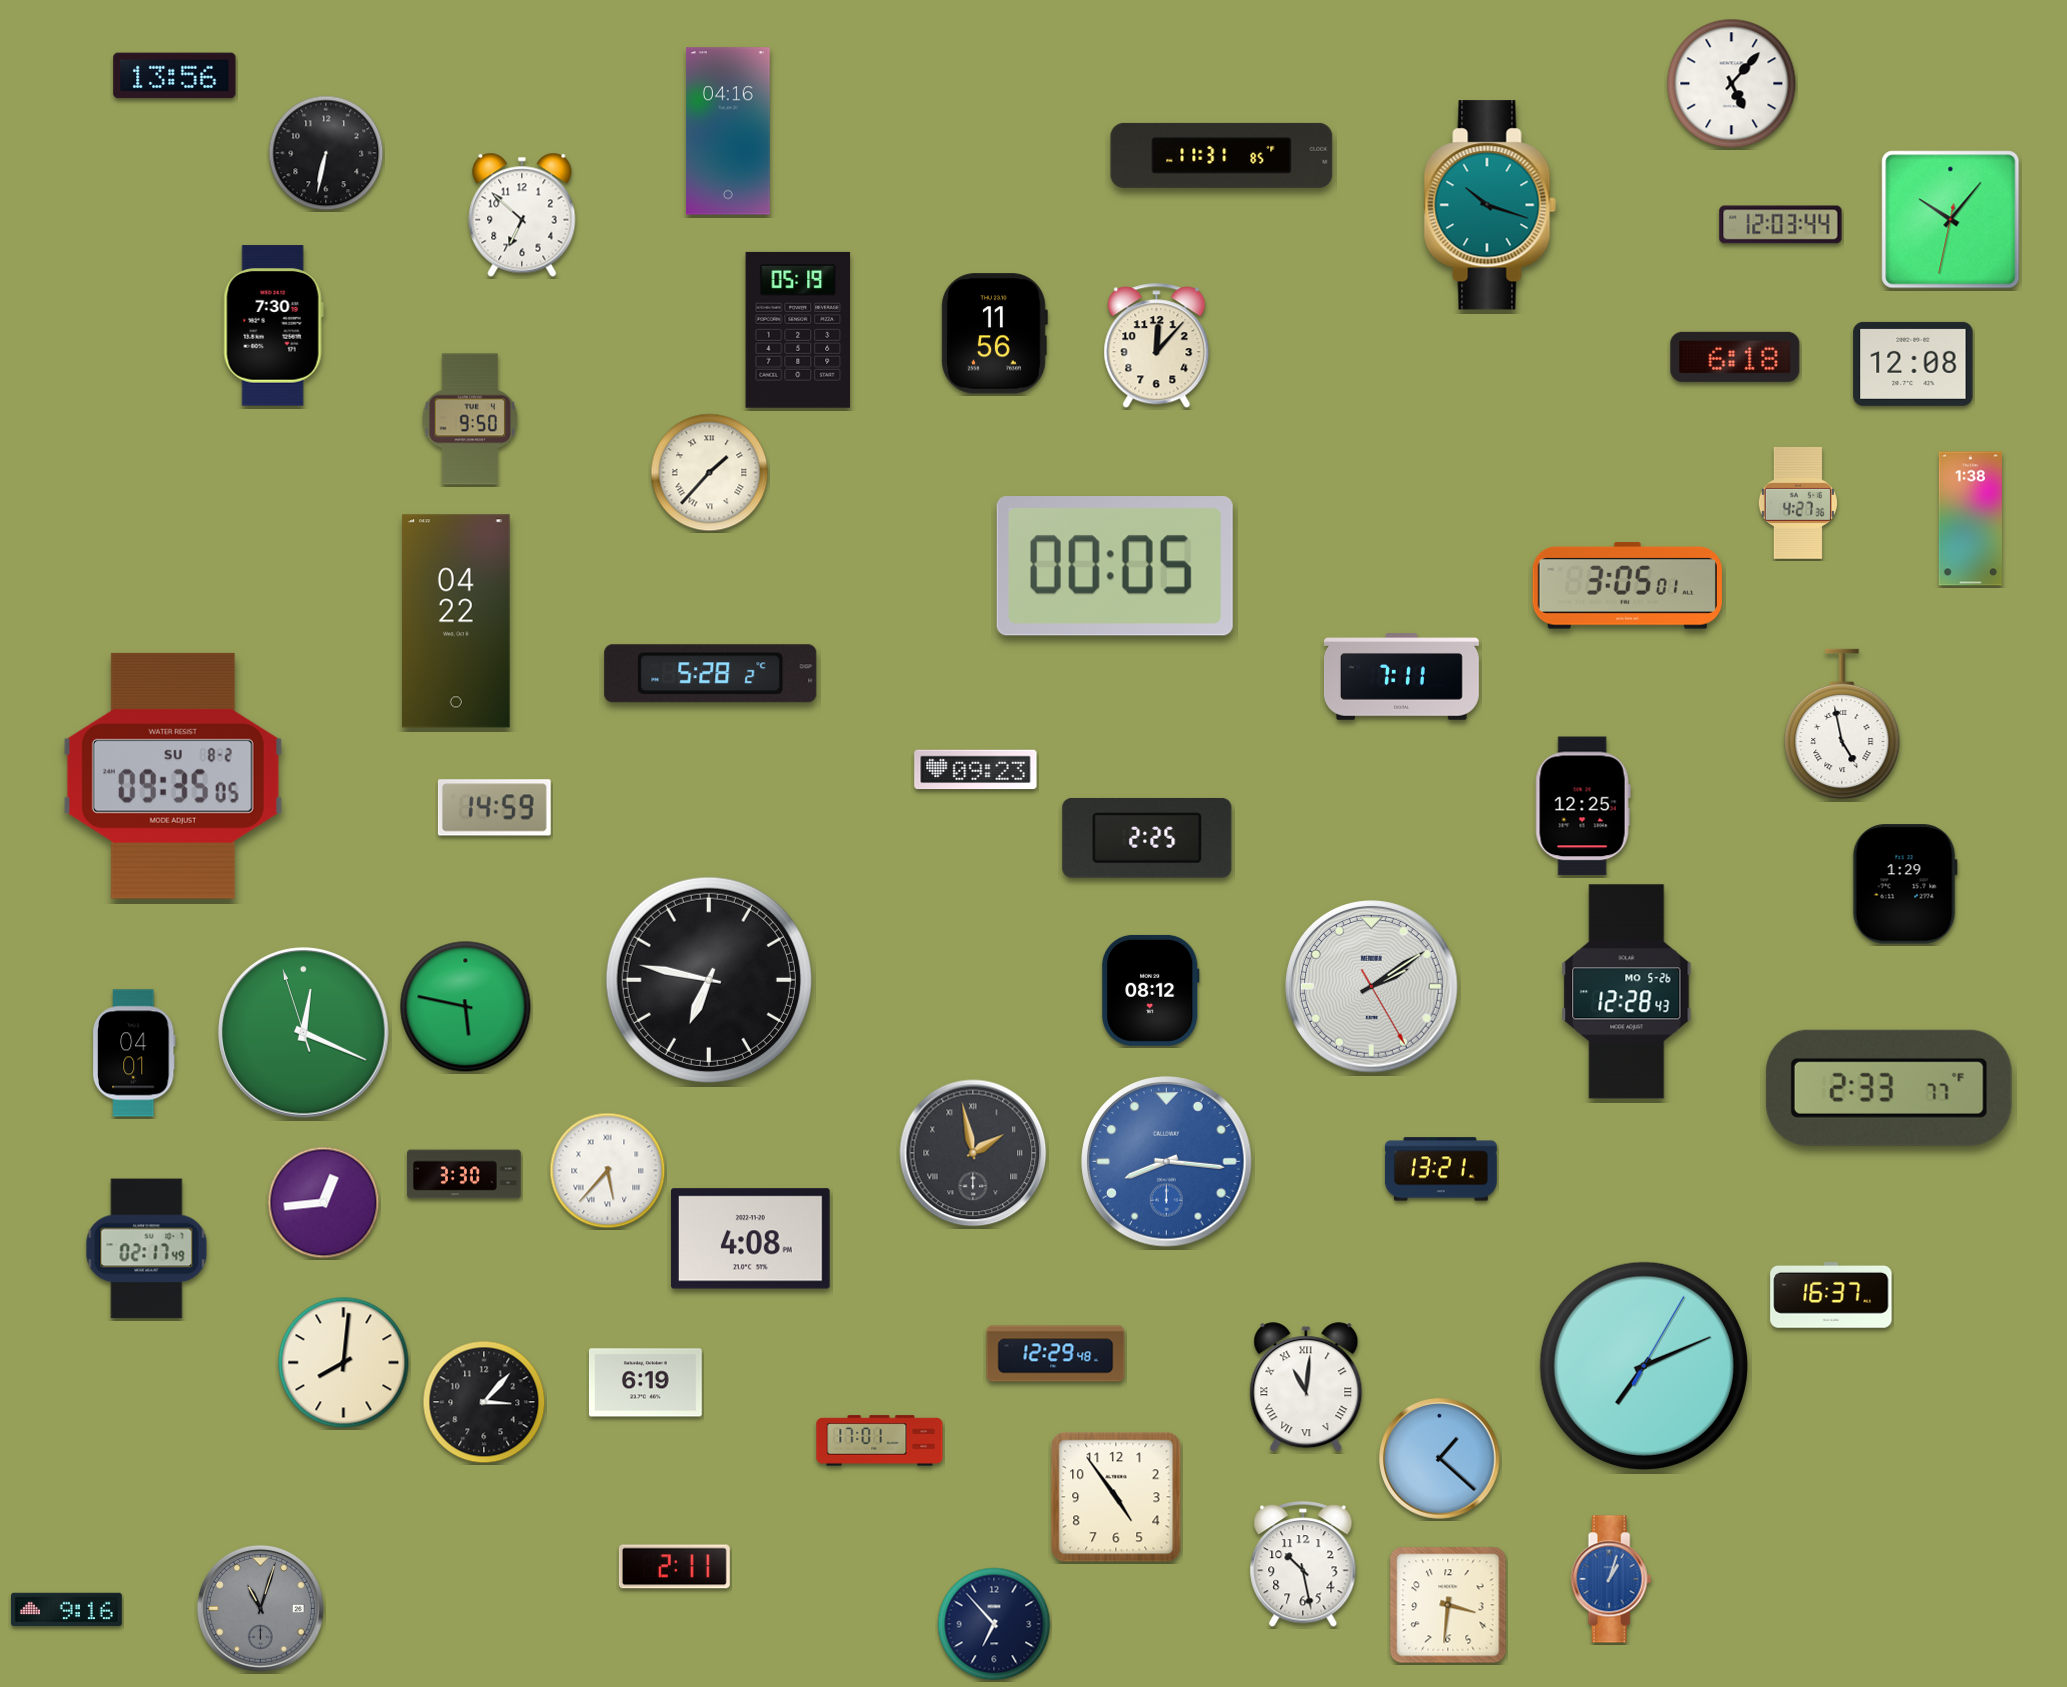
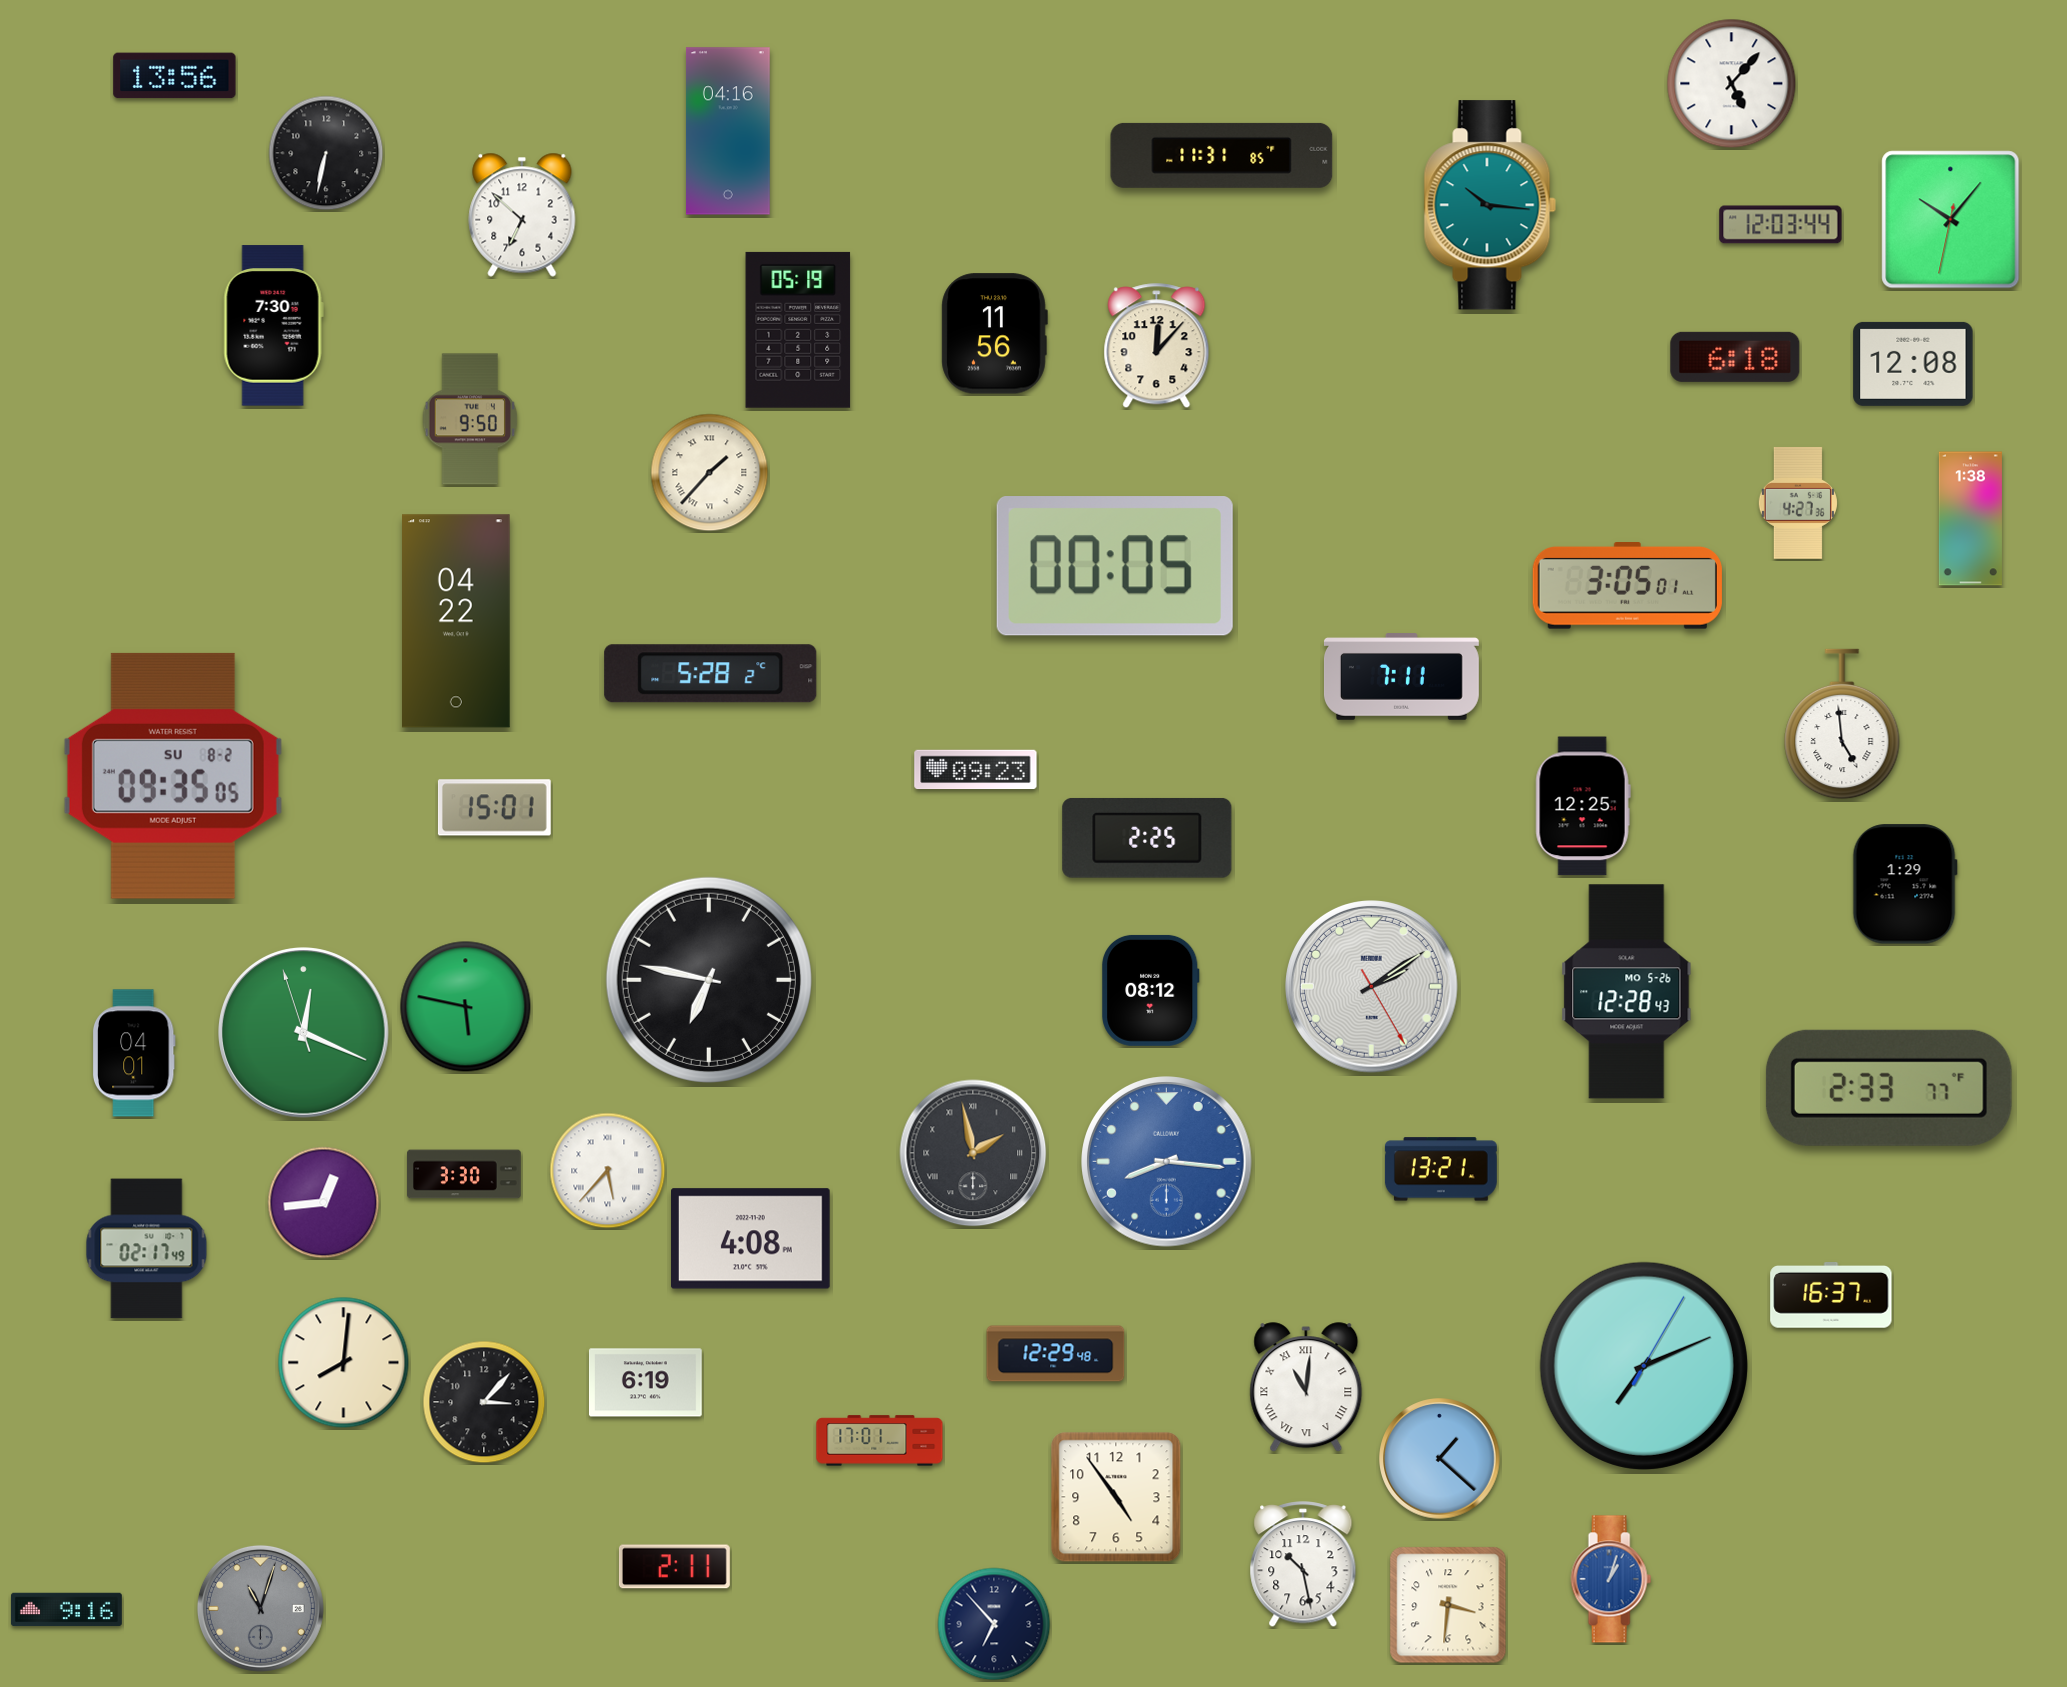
clock at (1490, 205): 10:18 -> 10:16
clock at (1842, 724): 4:58 -> 4:59
clock at (494, 808): 14:59 -> 15:01
